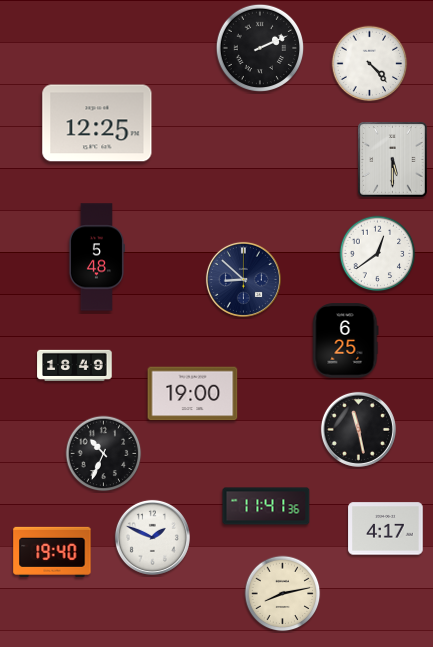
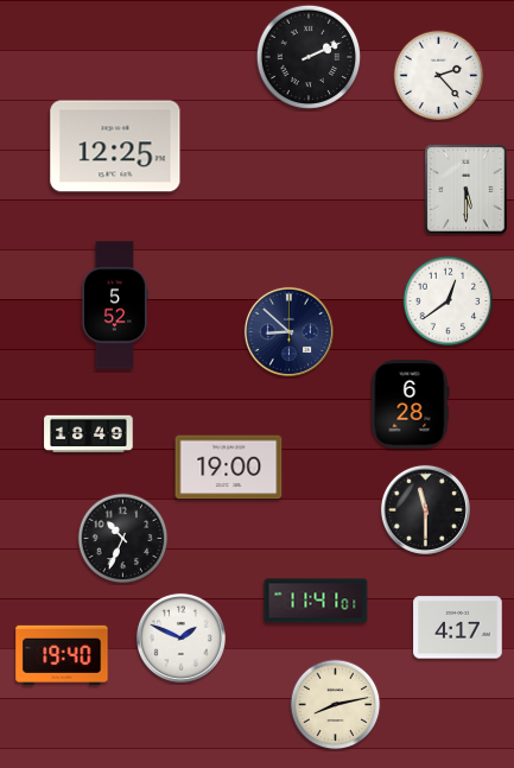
clock at (370, 64): 4:23 -> 2:23
clock at (96, 257): 5:48 -> 5:52
clock at (346, 341): 6:25 -> 6:28
clock at (358, 429): 11:28 -> 11:30
clock at (266, 506): 11:41:36 -> 11:41:01
